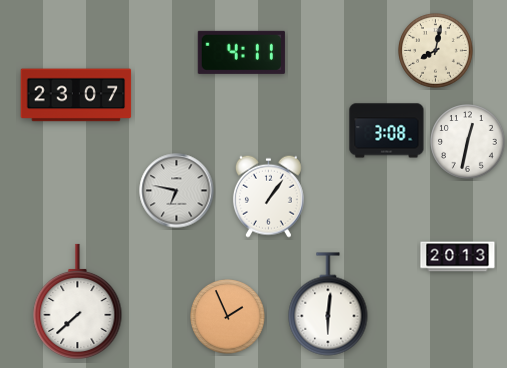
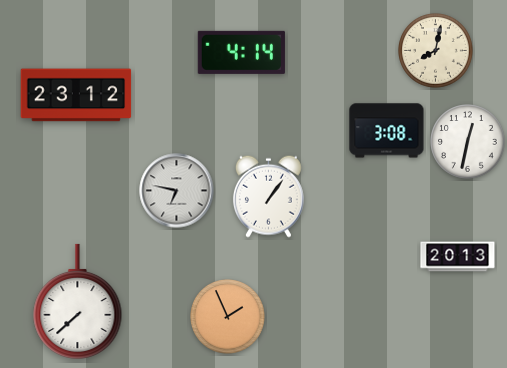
clock at (241, 52): 4:11 -> 4:14
clock at (76, 95): 23:07 -> 23:12
clock at (328, 304): 6:01 -> none
